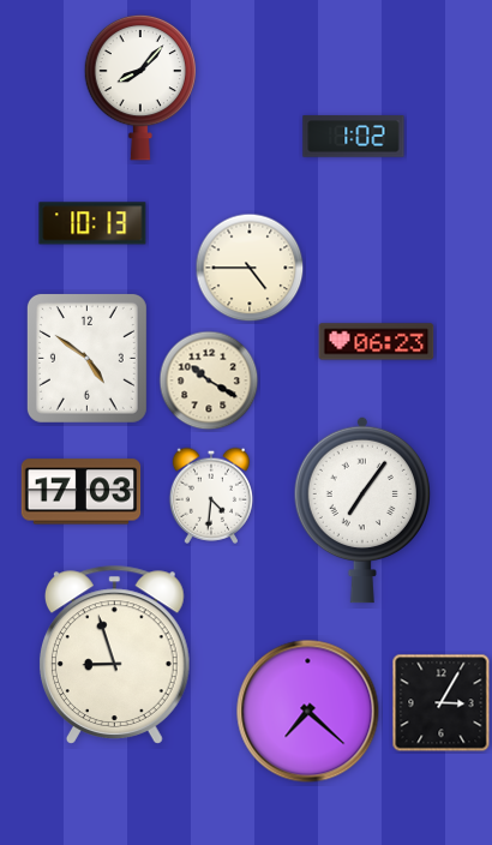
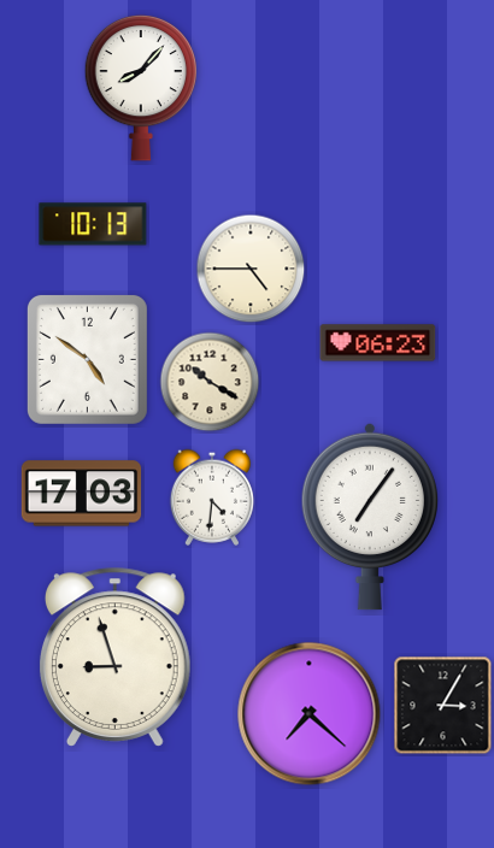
clock at (354, 137): 1:02 -> none
clock at (361, 510) position: (361, 510) -> (369, 517)
